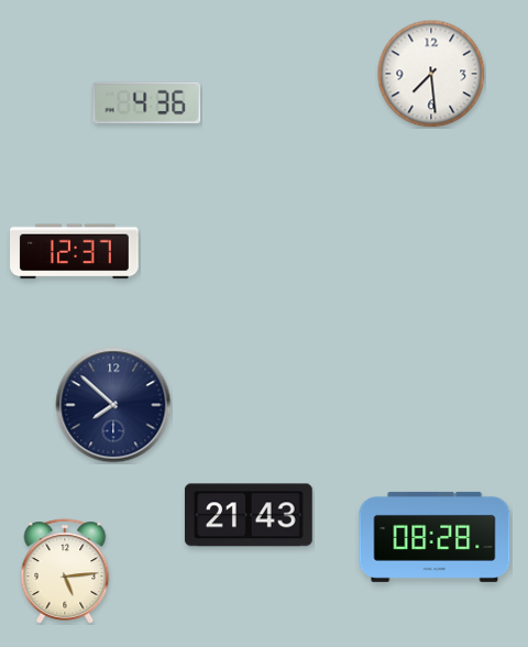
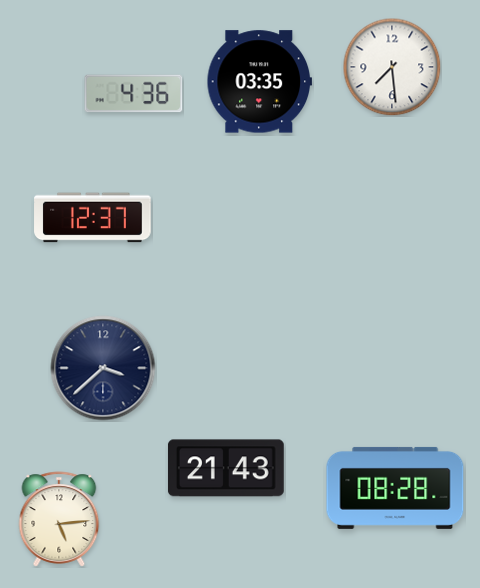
clock at (259, 82): none -> 03:35
clock at (75, 252) position: (75, 252) -> (93, 218)
clock at (113, 405): 7:52 -> 3:38
